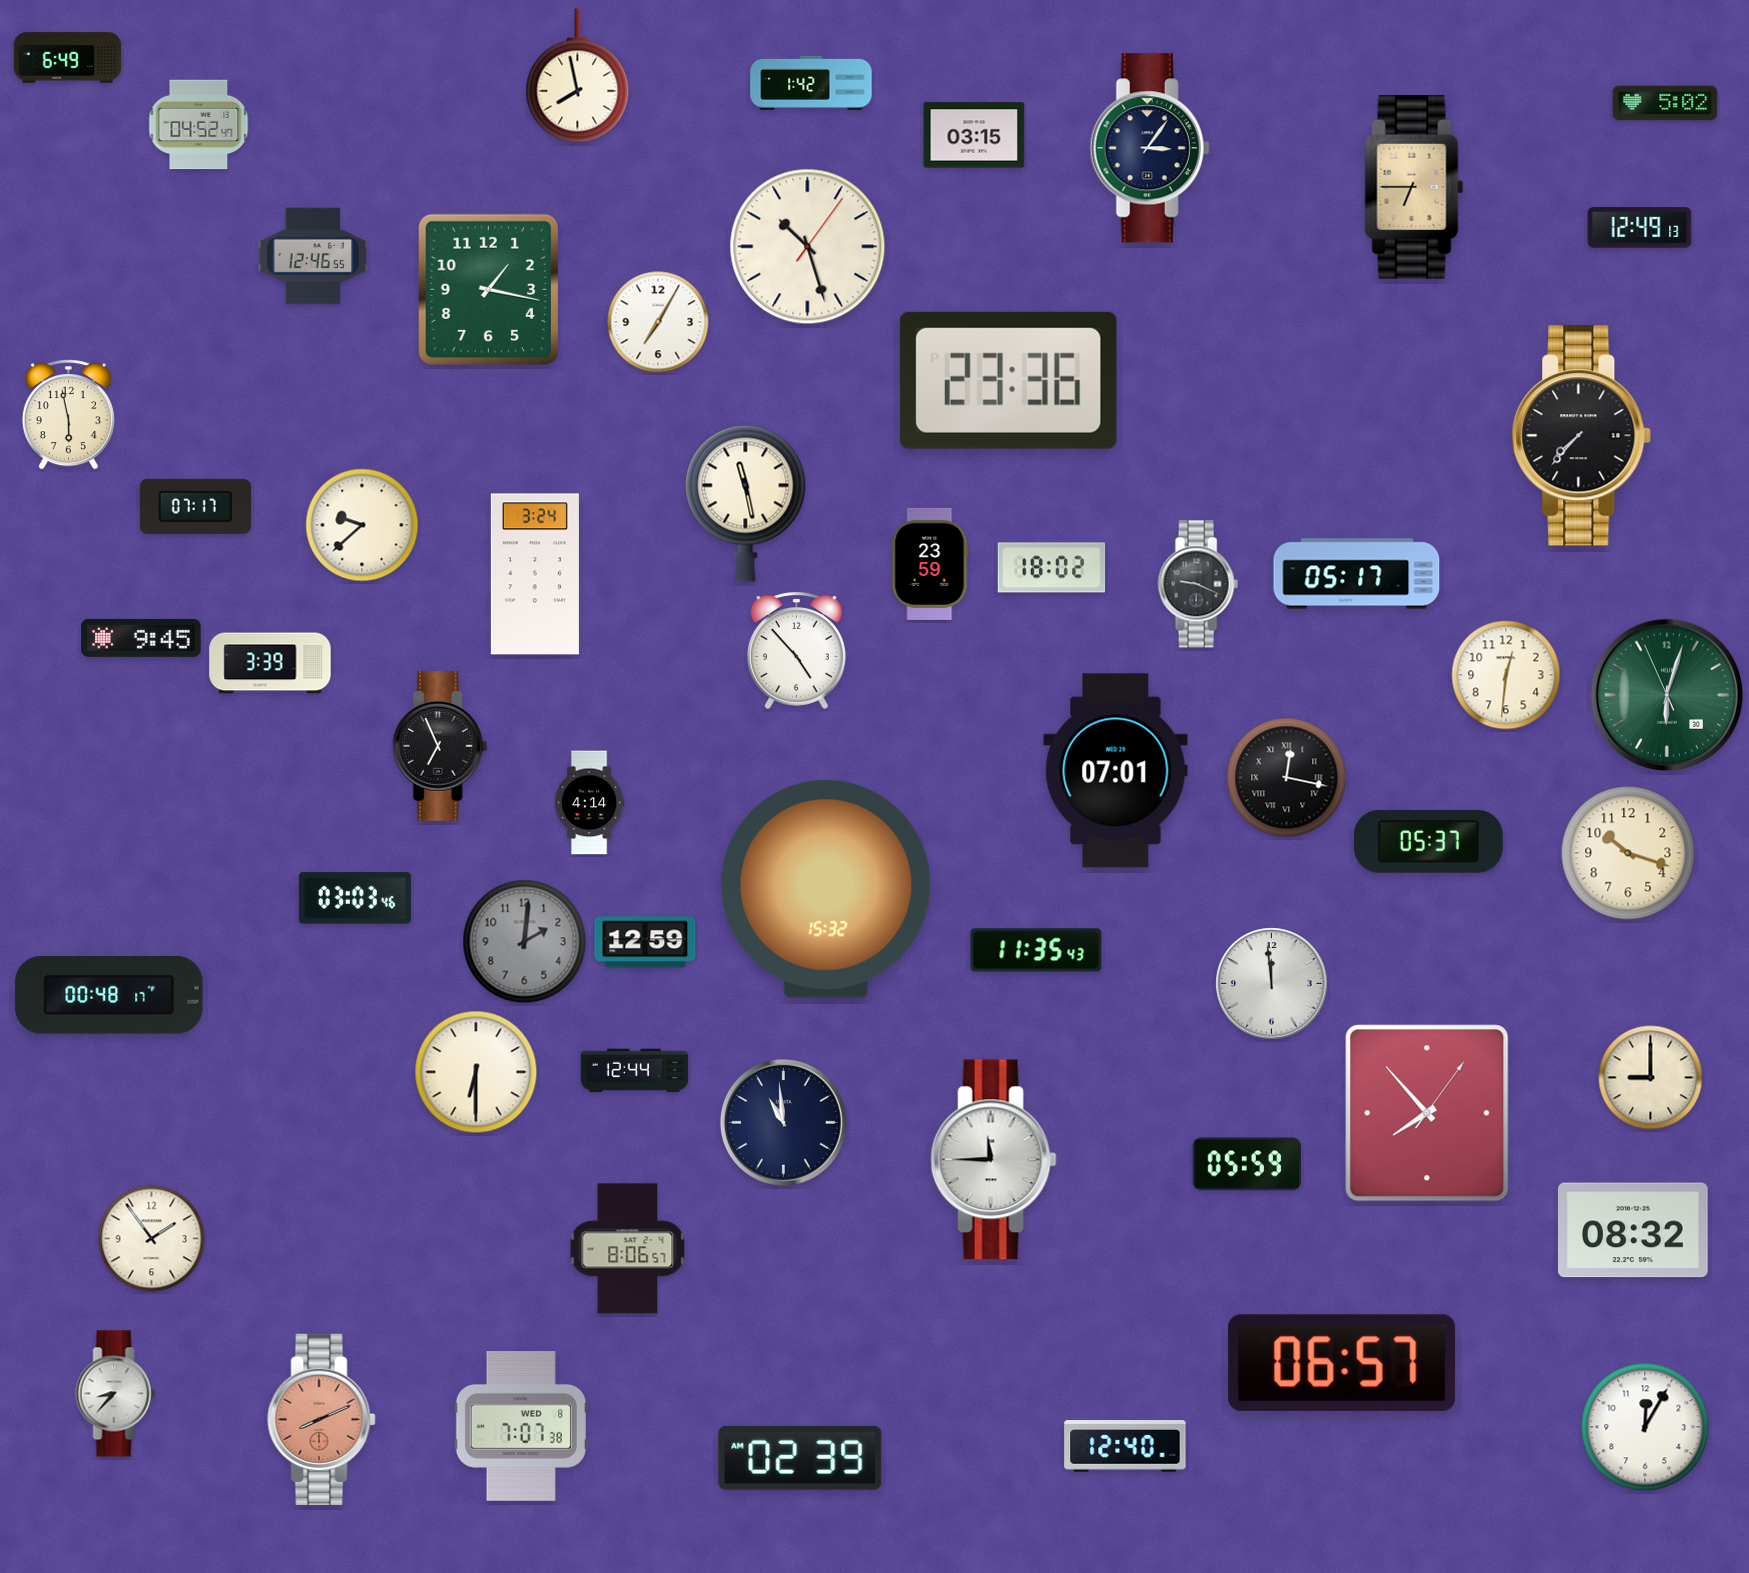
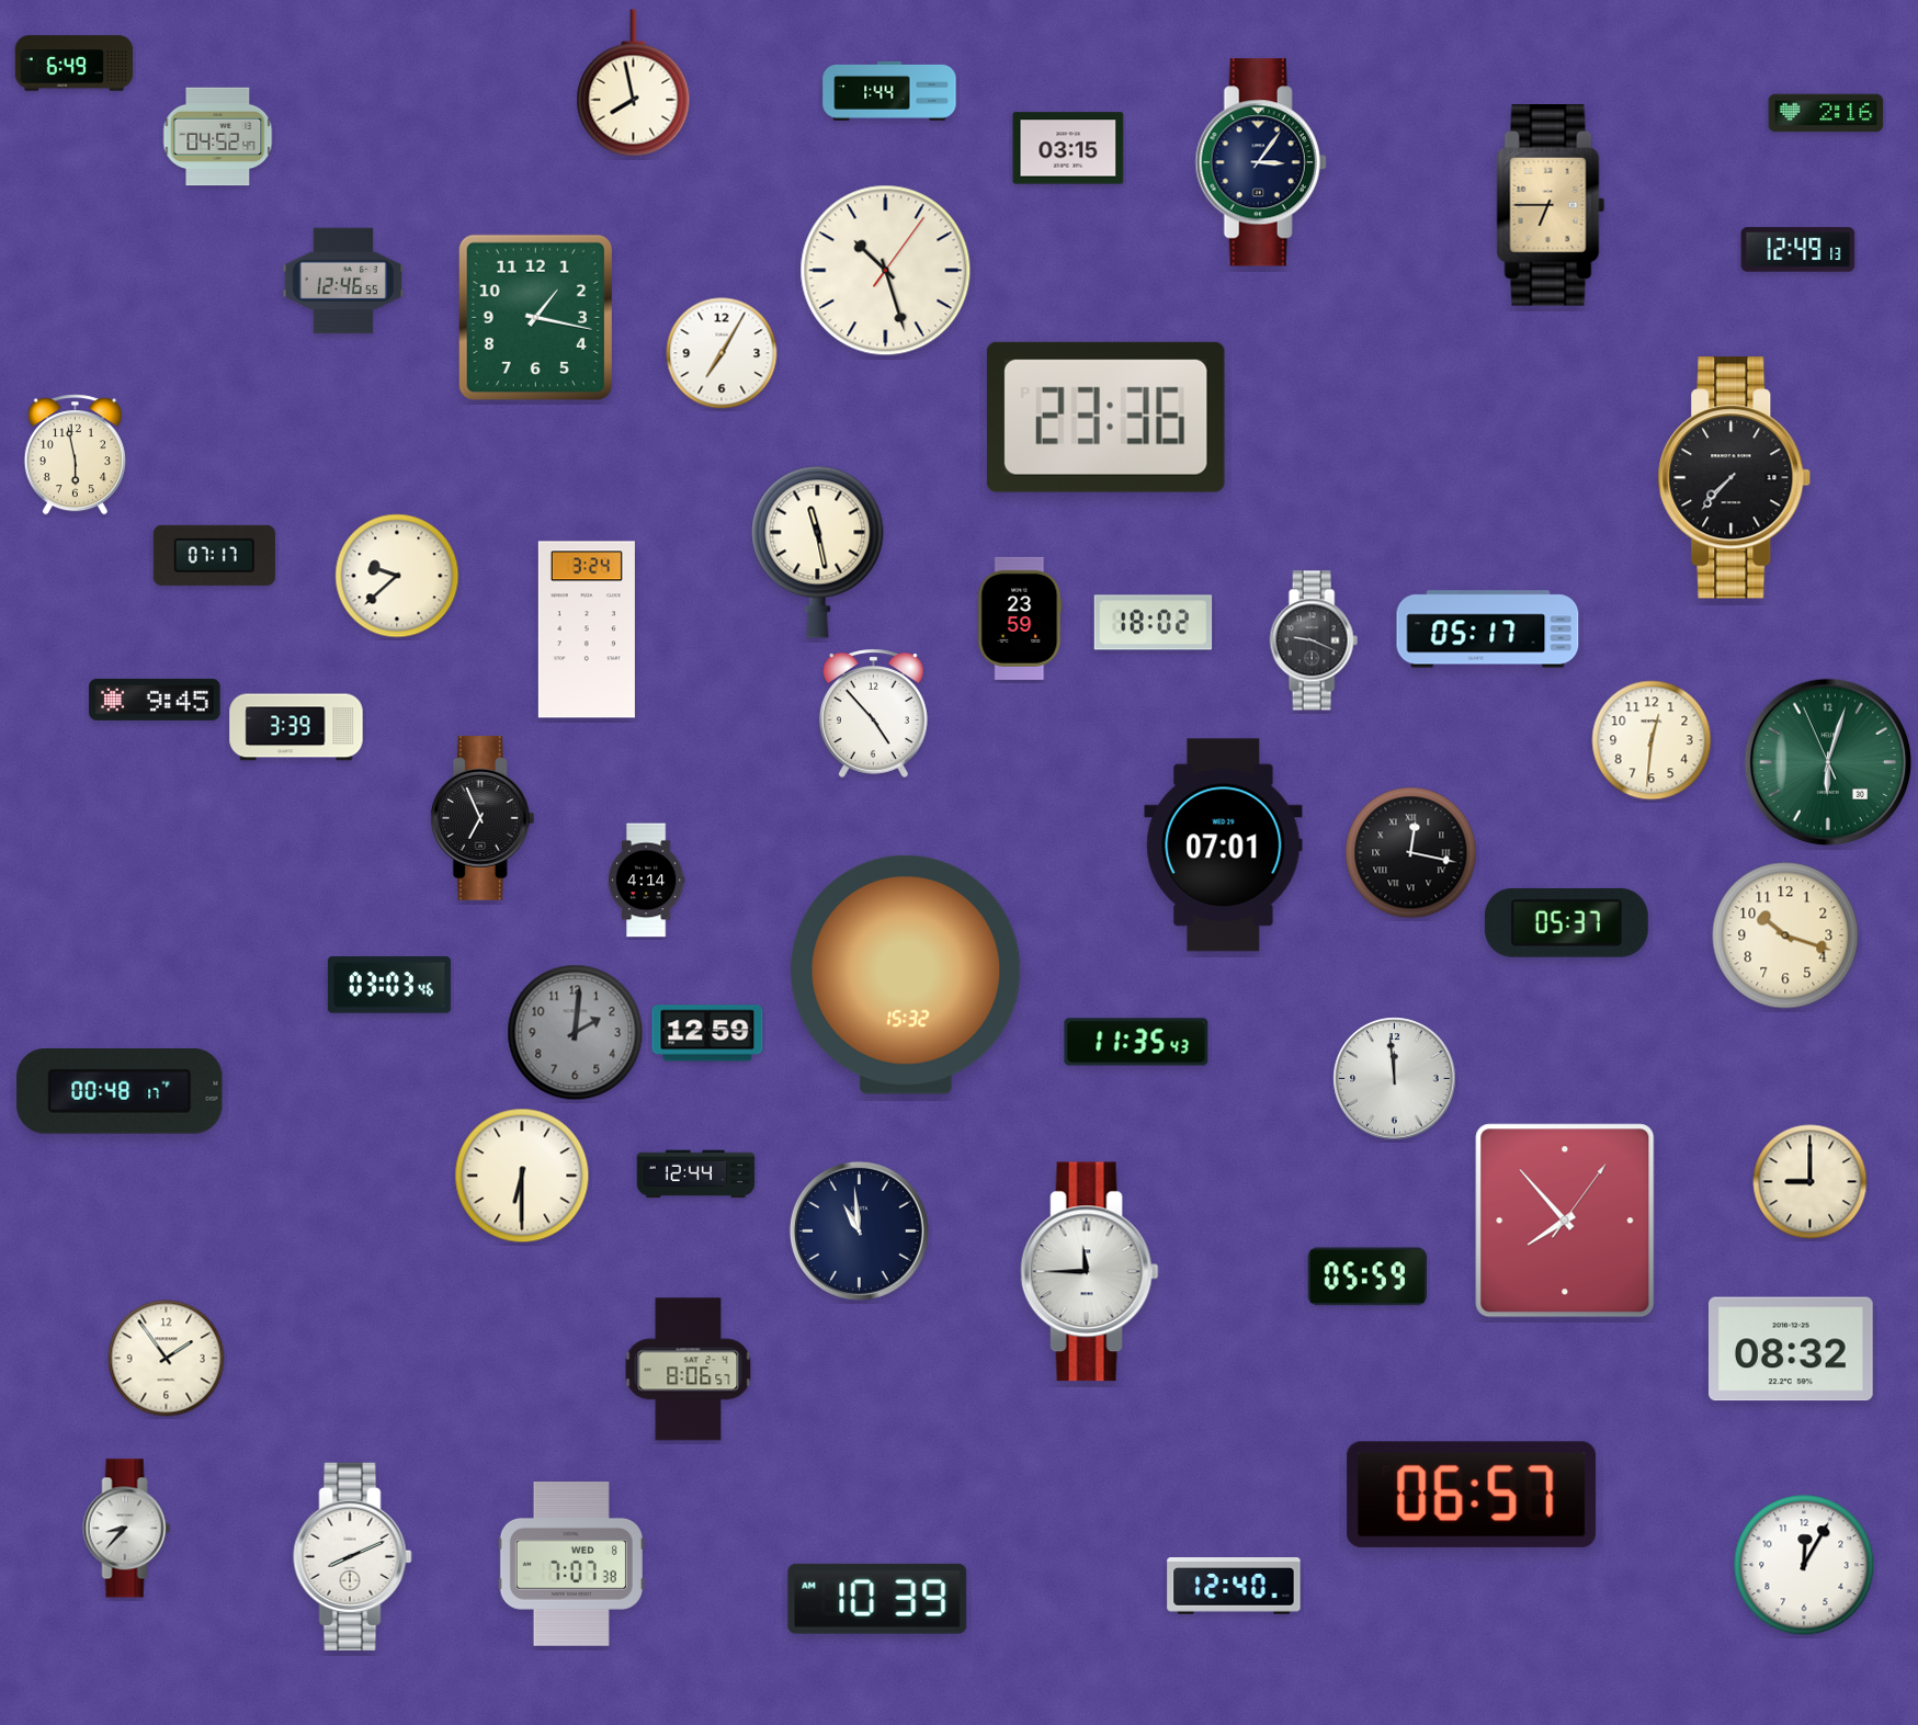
clock at (811, 83): 1:42 -> 1:44
clock at (1665, 103): 5:02 -> 2:16
clock at (322, 1420) dial: salmon -> white
clock at (800, 1458): 02:39 -> 10:39
